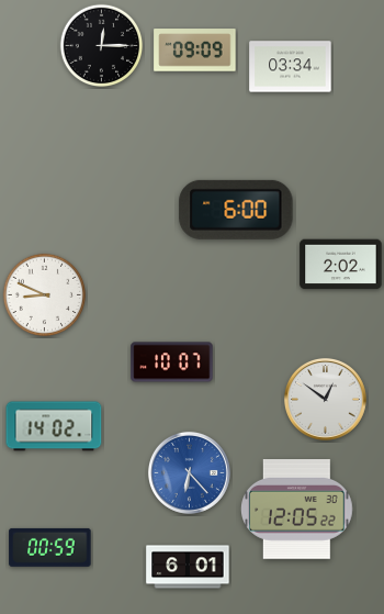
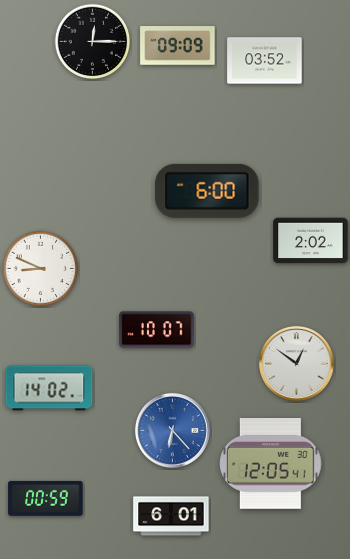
clock at (291, 67): 03:34 -> 03:52
clock at (236, 210) position: (236, 210) -> (207, 191)
clock at (297, 510): 12:05:22 -> 12:05:41
